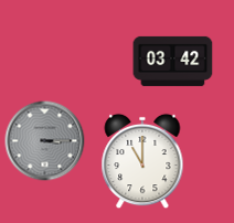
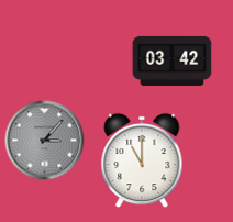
clock at (45, 141): 3:15 -> 3:07
